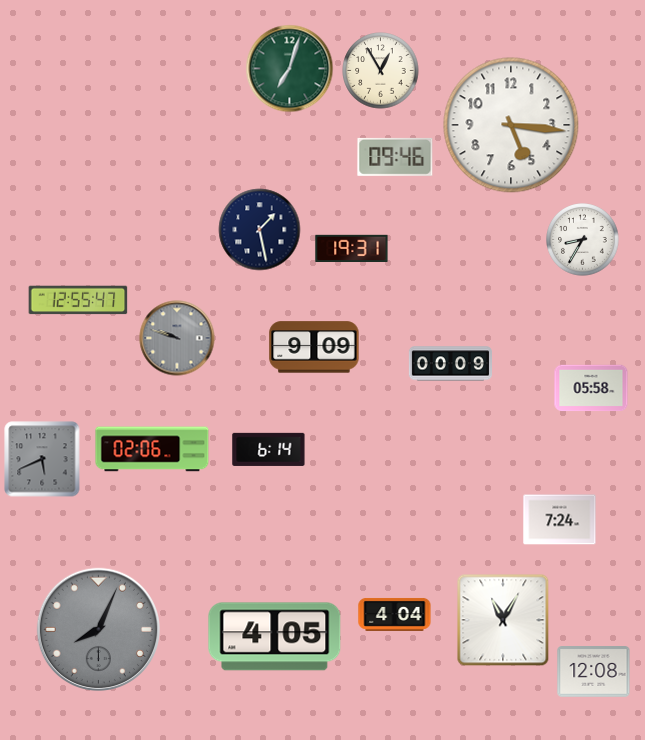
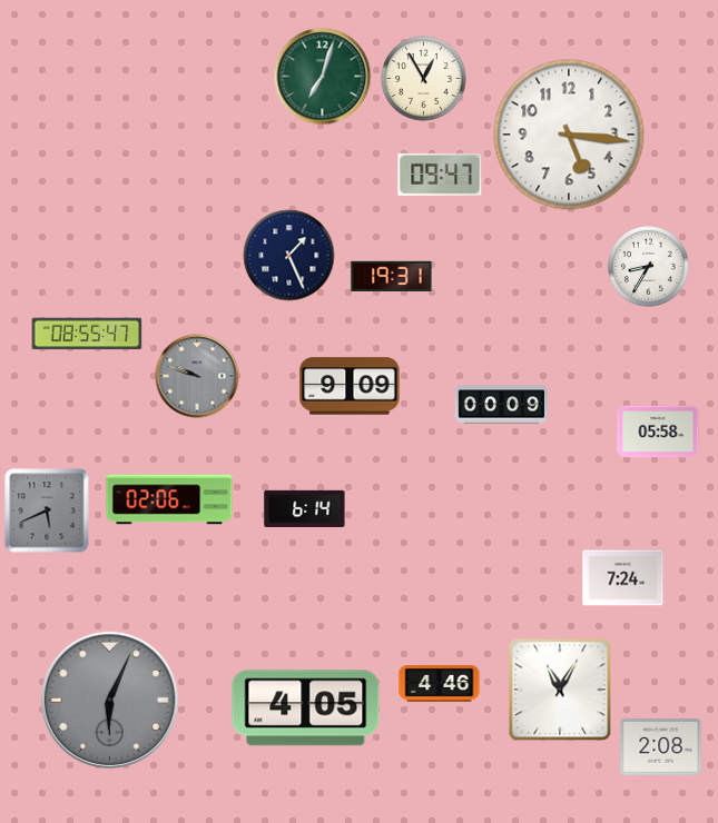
clock at (511, 125) position: (511, 125) -> (569, 135)
clock at (395, 157): 09:46 -> 09:47
clock at (260, 230): 1:28 -> 1:26
clock at (78, 300): 12:55 -> 08:55
clock at (269, 449) position: (269, 449) -> (305, 508)
clock at (395, 614): 4:04 -> 4:46
clock at (98, 629): 8:04 -> 6:04
clock at (594, 672): 12:08 -> 2:08
